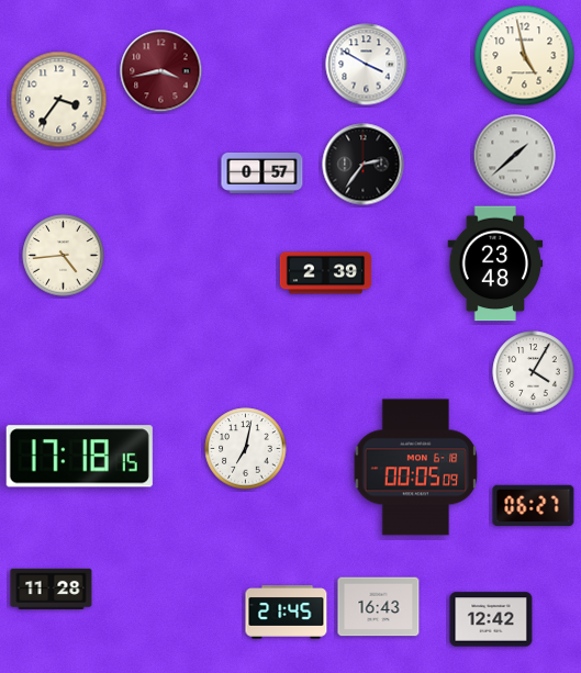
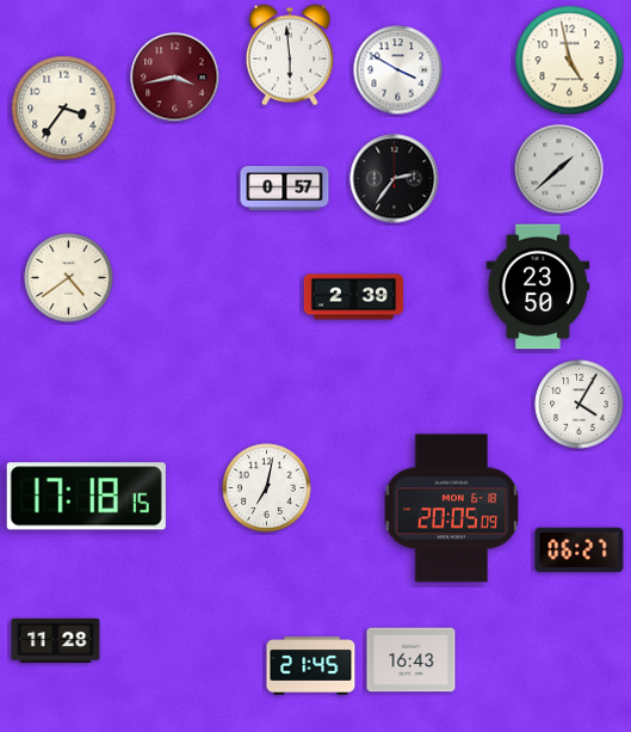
clock at (290, 55): none -> 5:59
clock at (64, 256): 4:44 -> 4:39
clock at (495, 263): 23:48 -> 23:50
clock at (416, 468): 00:05 -> 20:05
clock at (491, 619): 12:42 -> none
